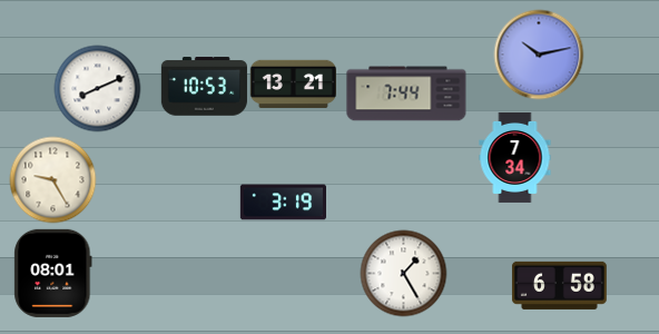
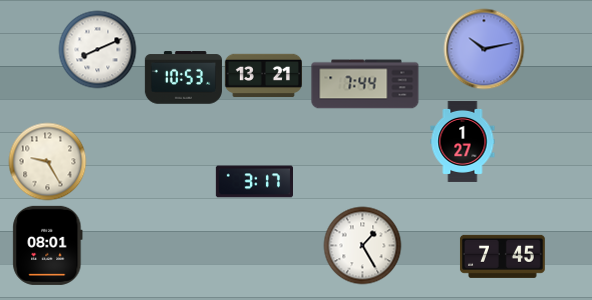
clock at (97, 88) position: (97, 88) -> (97, 49)
clock at (515, 157): 7:34 -> 1:27
clock at (283, 203): 3:19 -> 3:17
clock at (559, 285): 6:58 -> 7:45
